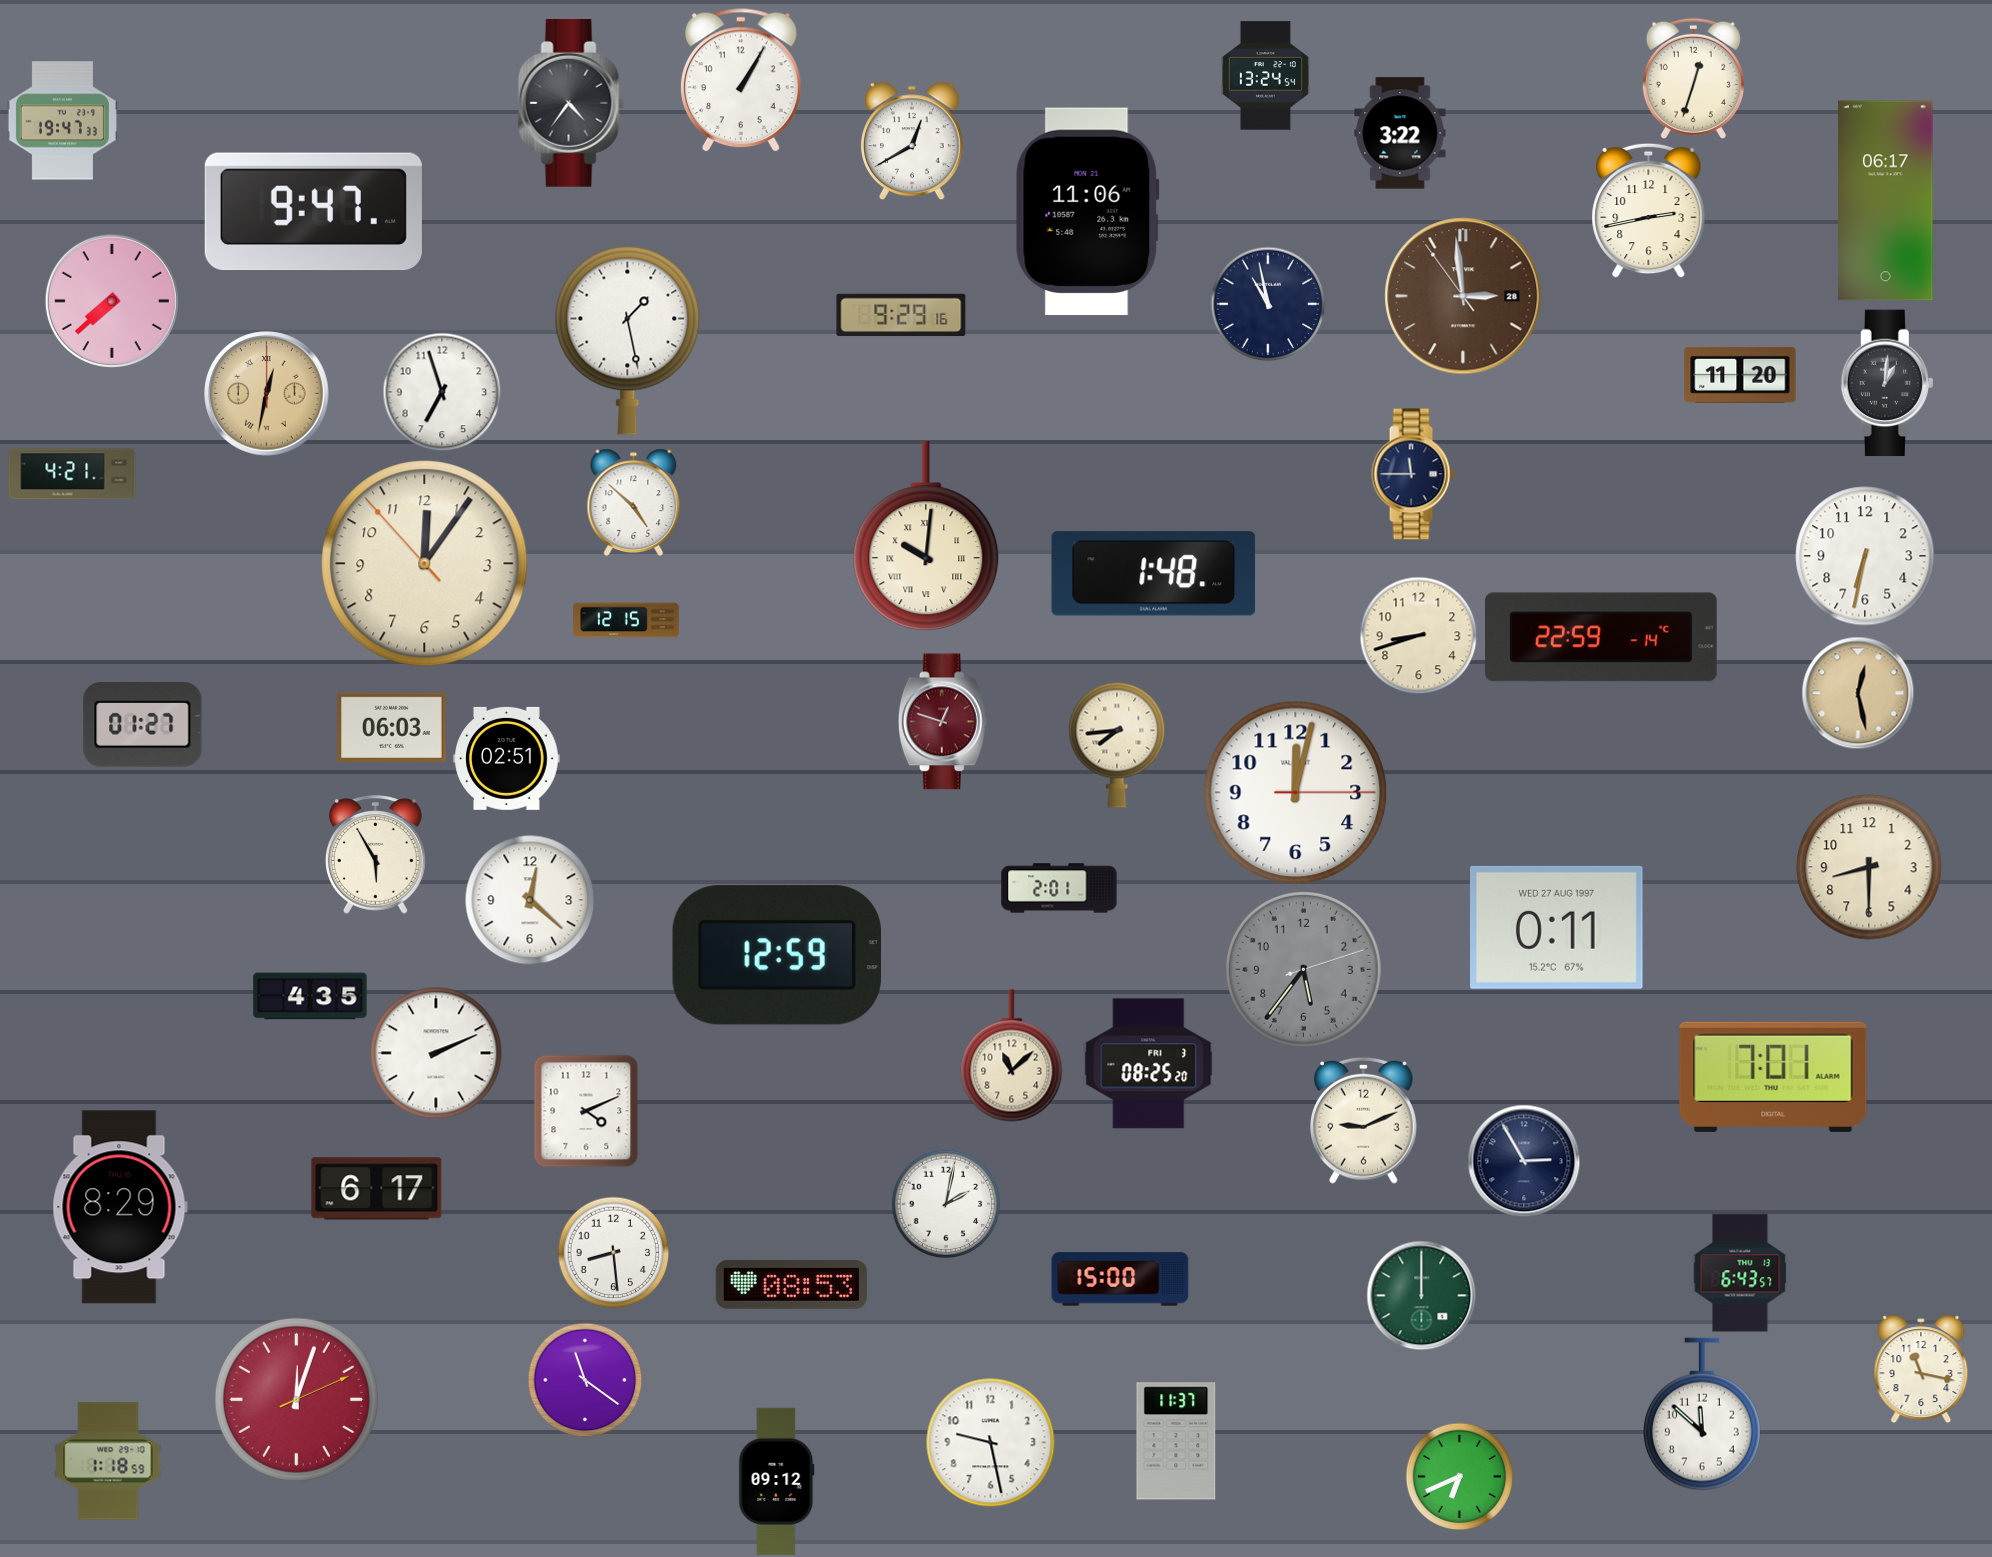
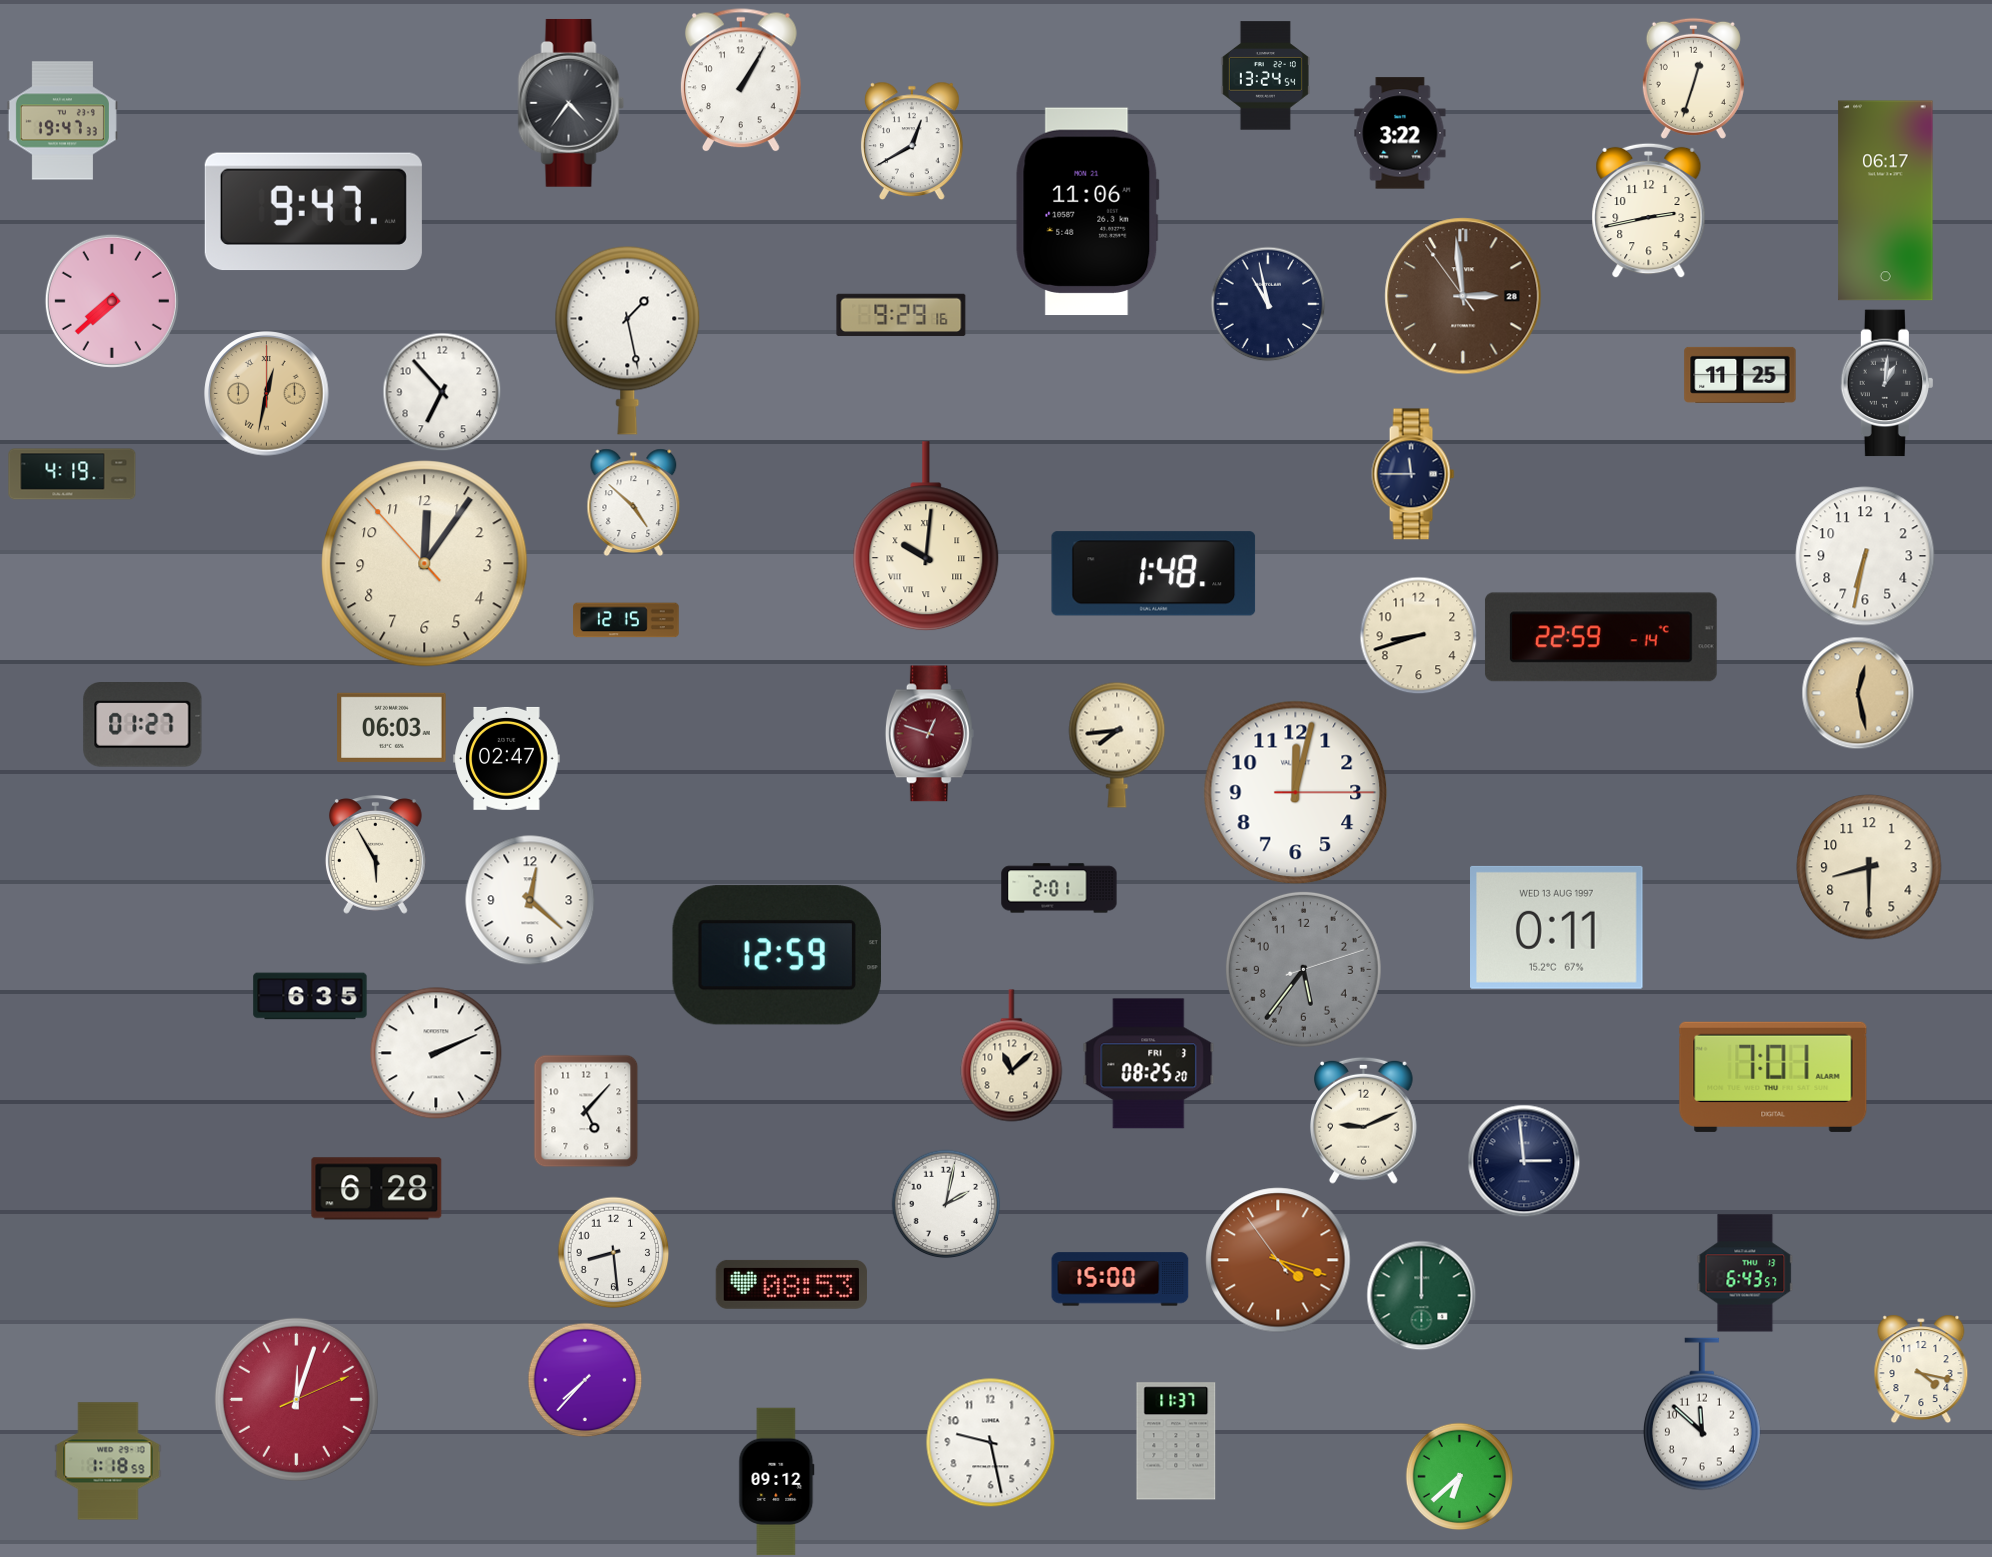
clock at (1740, 375): 11:20 -> 11:25
clock at (442, 392): 6:57 -> 6:53
clock at (72, 474): 4:21 -> 4:19
clock at (942, 722) position: (942, 722) -> (929, 734)
clock at (507, 758): 02:51 -> 02:47
clock at (1557, 927) date: WED 27 AUG 1997 -> WED 13 AUG 1997
clock at (310, 996): 4:35 -> 6:35
clock at (586, 1111): 4:11 -> 5:07
clock at (1524, 1161): 2:55 -> 2:59
clock at (377, 1189): 6:17 -> 6:28
clock at (120, 1207): 8:29 -> none
clock at (1278, 1260): none -> 4:17
clock at (1740, 1273) position: (1740, 1273) -> (1745, 1273)
clock at (1921, 1369): 11:17 -> 4:17
clock at (585, 1380): 11:21 -> 7:37
clock at (1459, 1476): 6:41 -> 6:38
